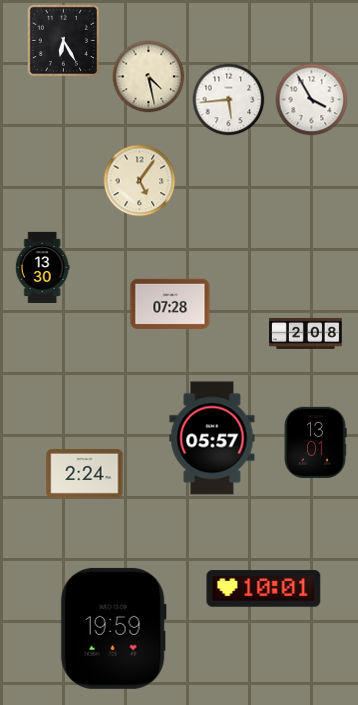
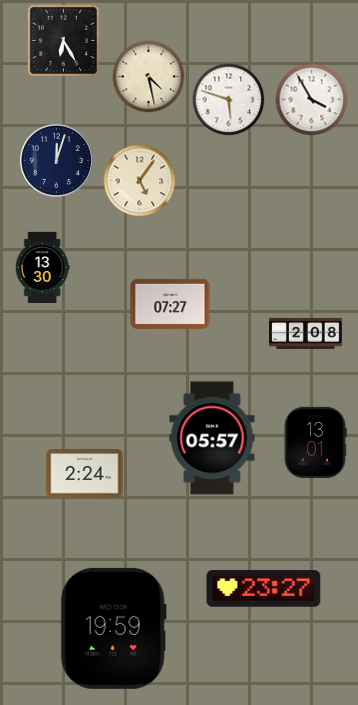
clock at (229, 100): 5:44 -> 5:48
clock at (56, 160): none -> 12:03
clock at (170, 304): 07:28 -> 07:27
clock at (264, 589): 10:01 -> 23:27
